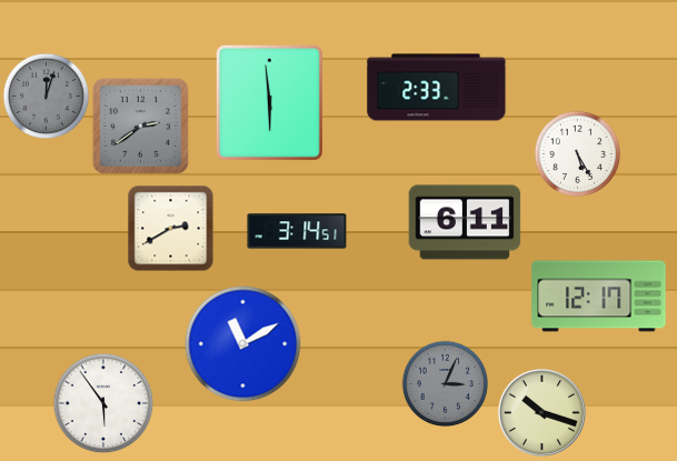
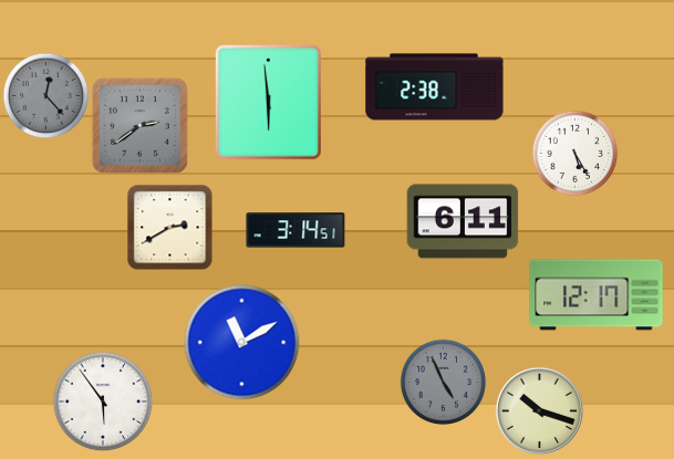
clock at (437, 88): 2:33 -> 2:38
clock at (46, 96): 12:03 -> 12:23
clock at (445, 383): 3:04 -> 4:56
